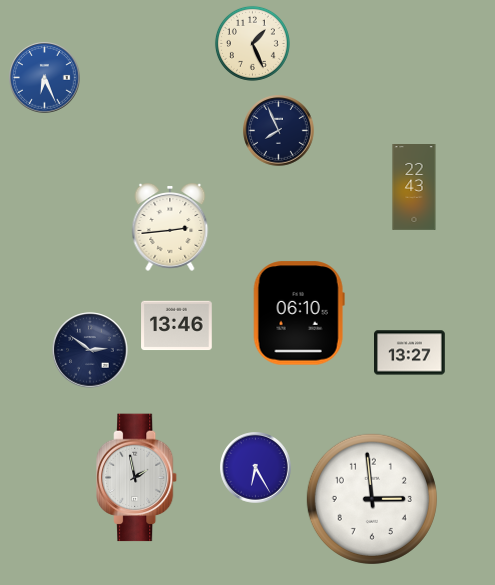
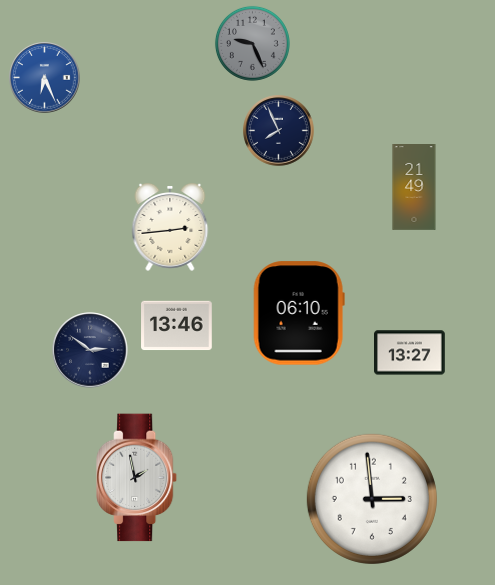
clock at (252, 43): 1:26 -> 9:26
clock at (252, 43) dial: cream -> grey
clock at (414, 188): 22:43 -> 21:49
clock at (256, 468): 6:25 -> none
